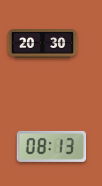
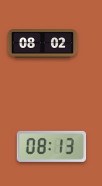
clock at (43, 44): 20:30 -> 08:02
